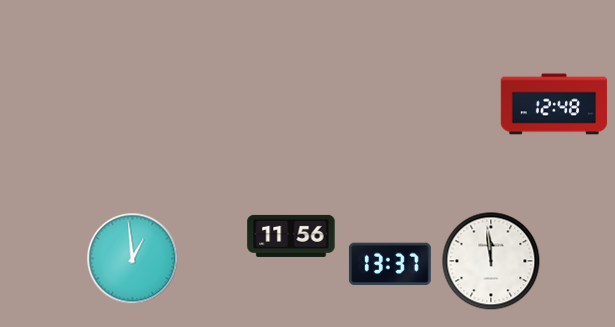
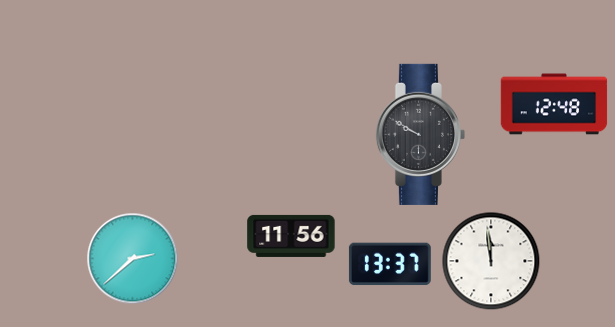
clock at (420, 134): none -> 9:50
clock at (133, 259): 12:59 -> 2:38
